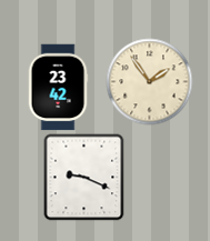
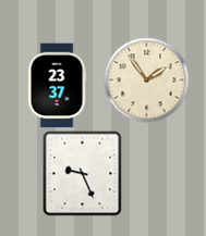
clock at (58, 87): 23:42 -> 23:37
clock at (84, 177): 9:19 -> 9:26
